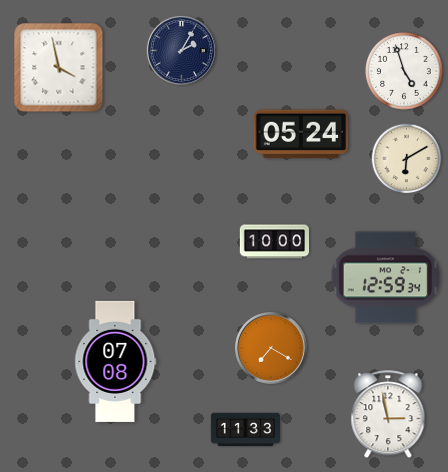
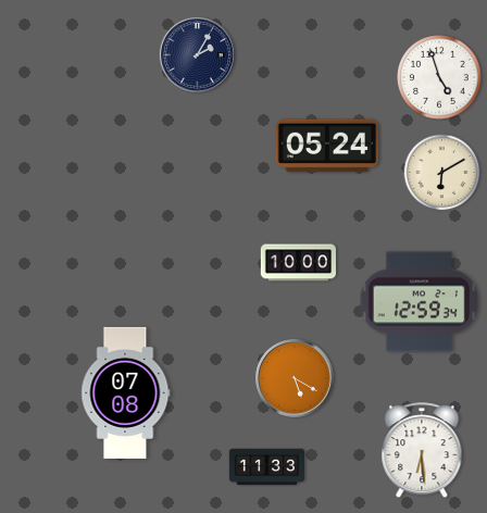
clock at (59, 68): 3:58 -> none
clock at (272, 349): 7:20 -> 5:20
clock at (388, 415): 2:58 -> 6:29
